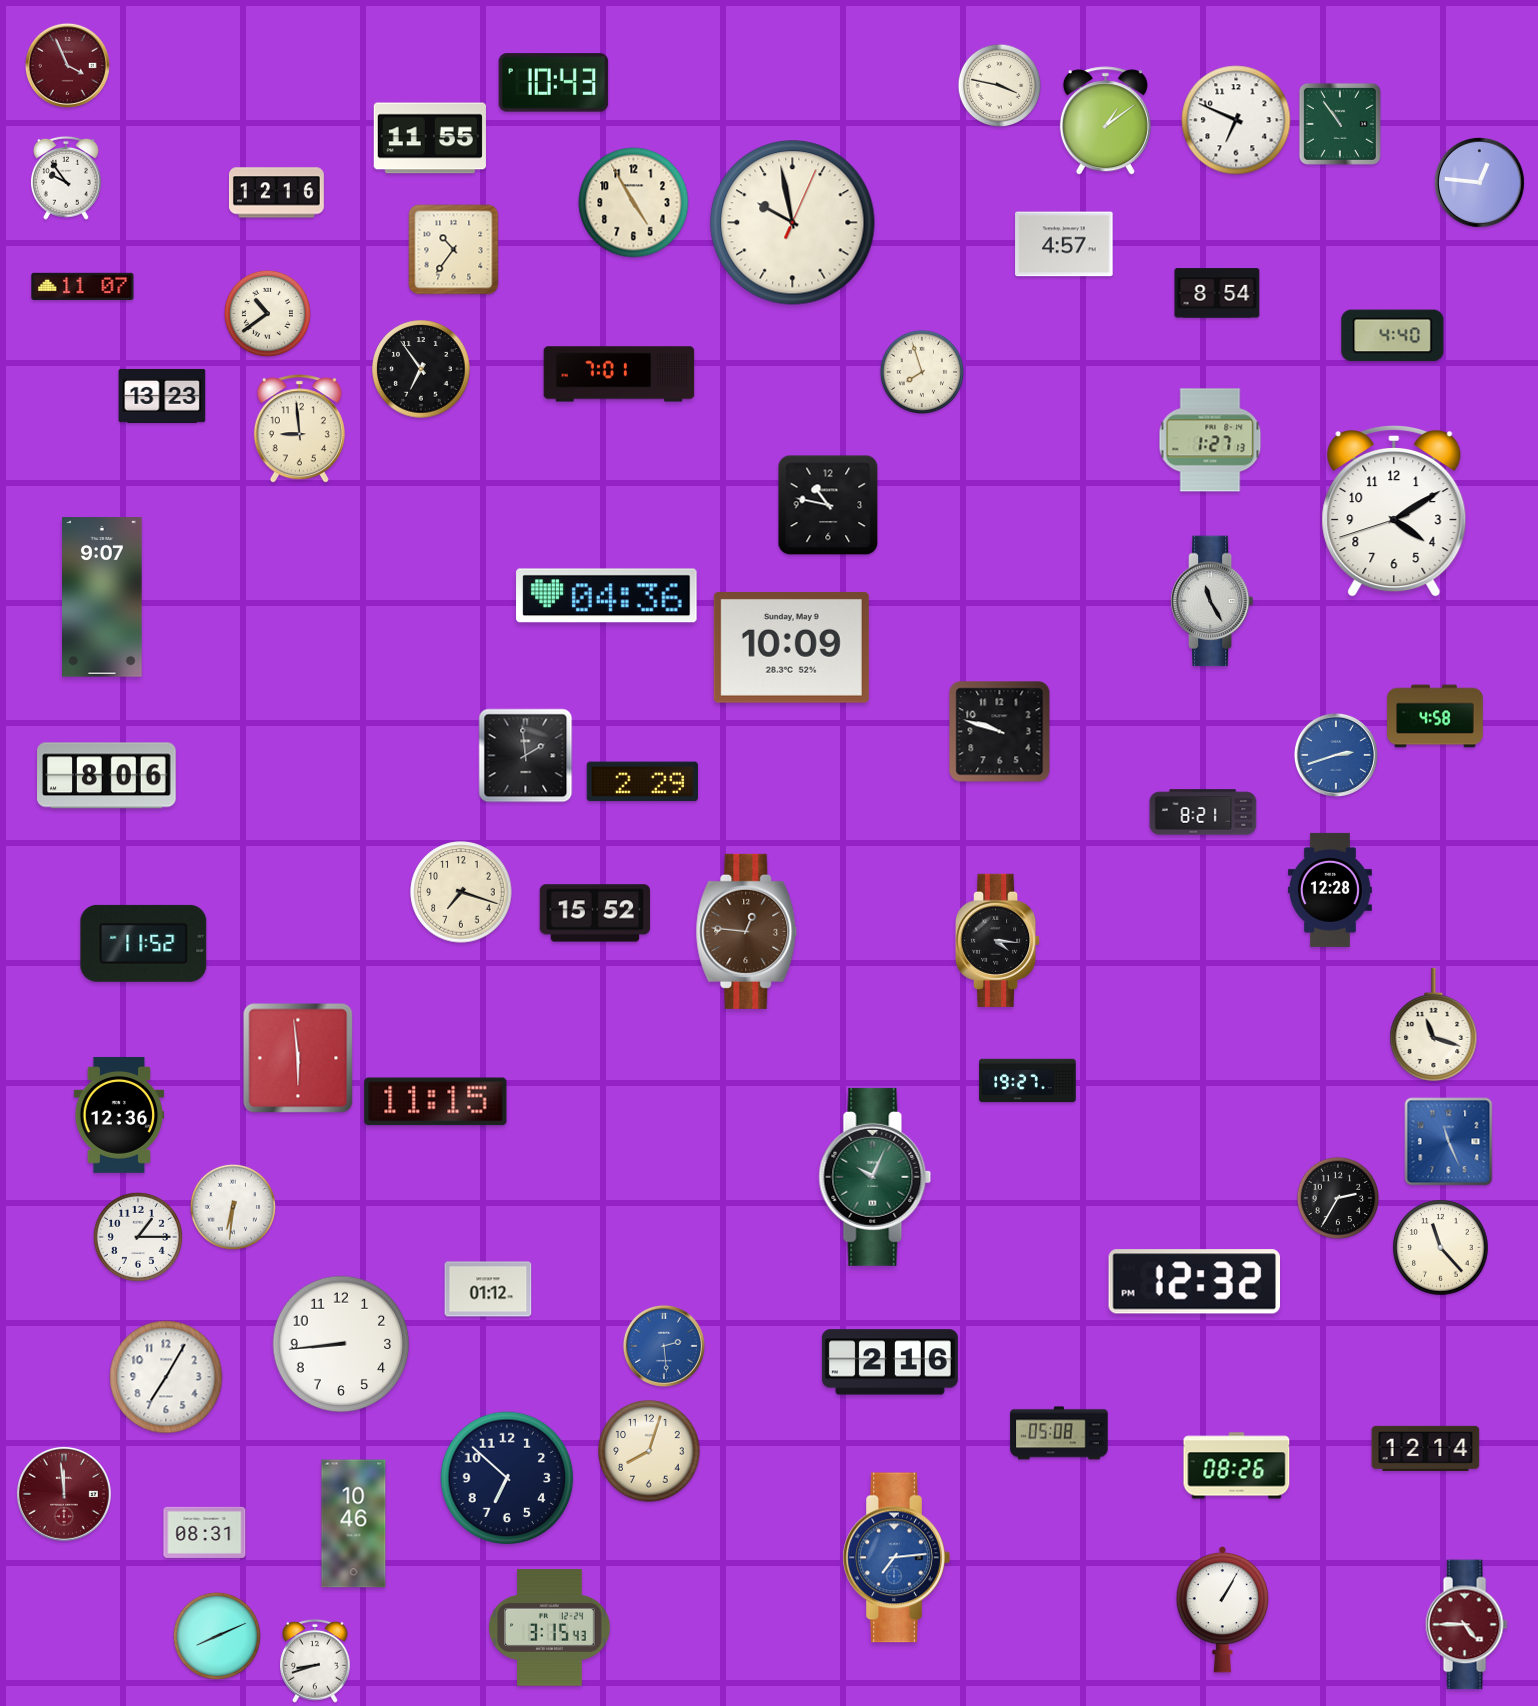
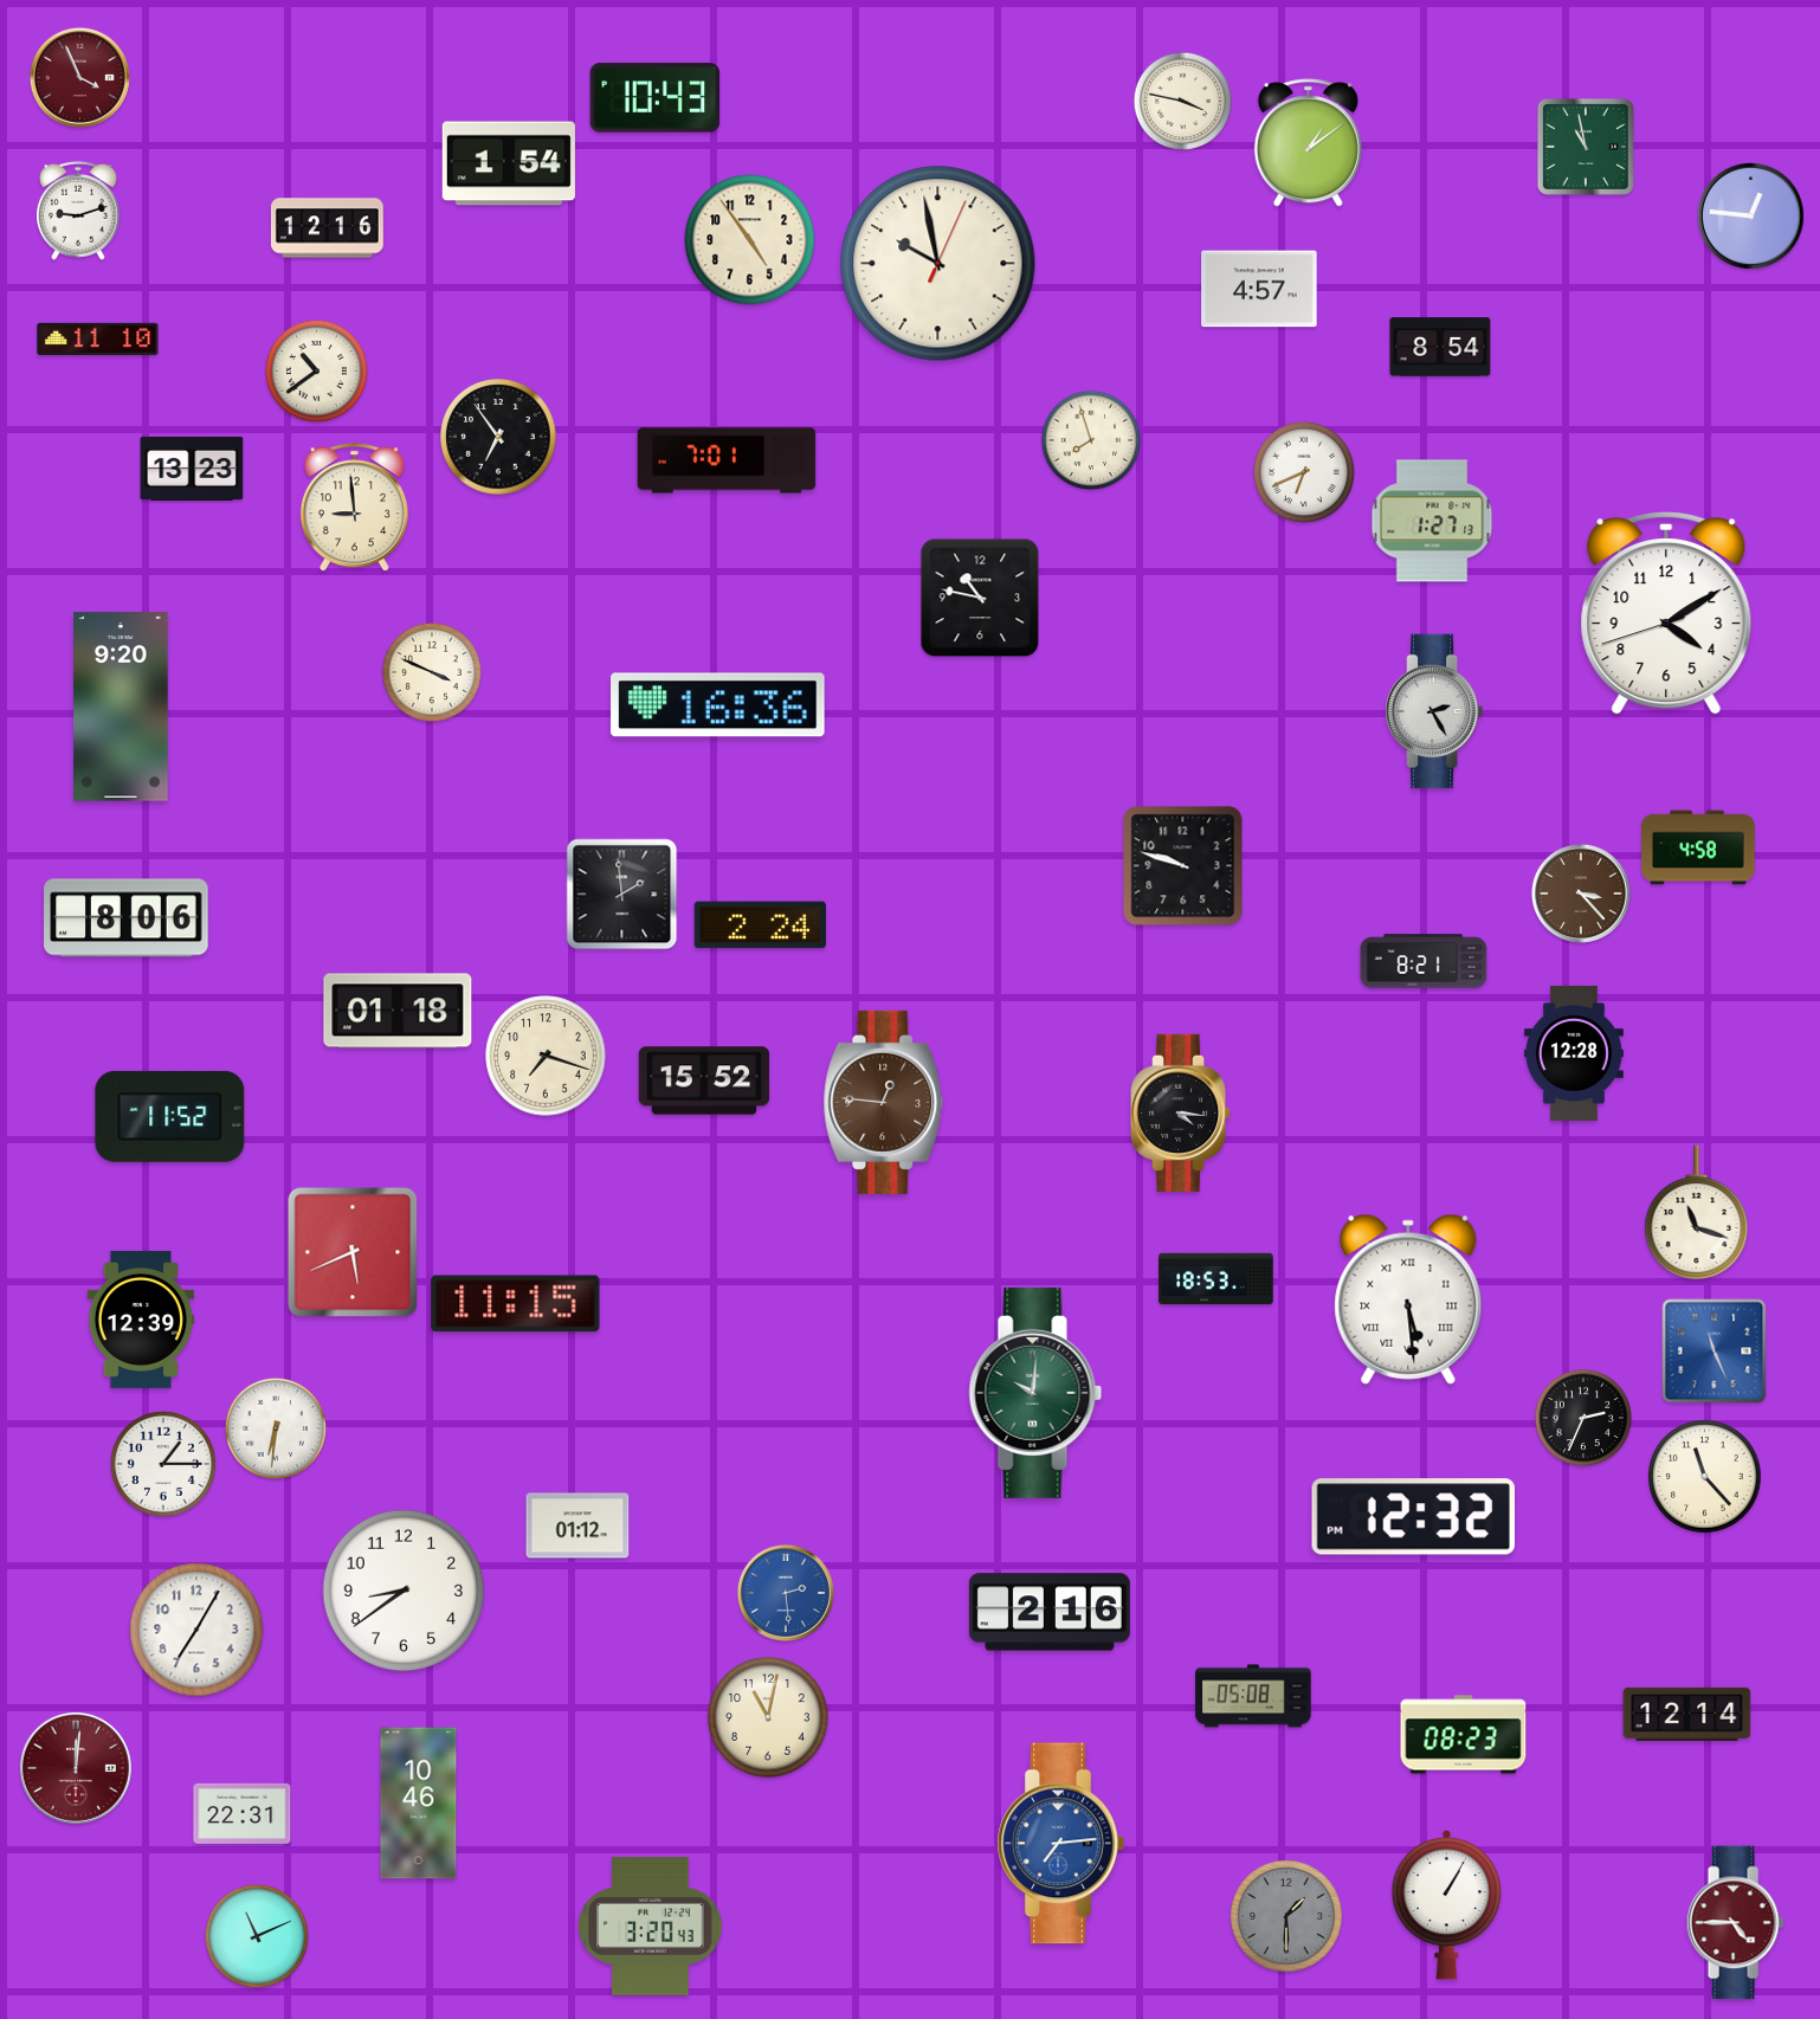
clock at (1236, 120): 6:49 -> none
clock at (1340, 124): 10:54 -> 10:58
clock at (430, 138): 11:55 -> 1:54
clock at (67, 178): 9:54 -> 9:12
clock at (634, 203): 4:55 -> 4:54
clock at (454, 250): 10:36 -> none
clock at (83, 286): 11:07 -> 11:10
clock at (1393, 336): 4:40 -> none
clock at (619, 374) position: (619, 374) -> (727, 460)
clock at (1304, 472): none -> 6:41
clock at (1394, 511) position: (1394, 511) -> (1666, 613)
clock at (431, 671): none -> 3:49
clock at (607, 596): 04:36 -> 16:36
clock at (102, 597): 9:07 -> 9:20
clock at (1212, 601): 11:25 -> 2:25
clock at (791, 648): 10:09 -> none
clock at (1336, 755): 2:42 -> 3:23
clock at (1336, 755) dial: blue -> brown
clock at (642, 782): 2:29 -> 2:24
clock at (398, 1011): none -> 01:18
clock at (298, 1058): 5:59 -> 5:41
clock at (1028, 1081): 19:27 -> 18:53
clock at (1408, 1299): none -> 5:29
clock at (119, 1115): 12:36 -> 12:39
clock at (875, 1177): 10:04 -> 10:01
clock at (1338, 1198): 2:35 -> 2:34
clock at (341, 1344): 8:44 -> 8:39
clock at (890, 1362) position: (890, 1362) -> (1050, 1612)
clock at (649, 1451): 8:03 -> 11:02
clock at (1237, 1466): 08:26 -> 08:23
clock at (507, 1478): 6:52 -> none
clock at (64, 1494): 11:59 -> 12:01
clock at (205, 1532): 08:31 -> 22:31
clock at (1287, 1917): none -> 1:30
clock at (550, 1628): 3:15 -> 3:20
clock at (217, 1636): 8:11 -> 11:11
clock at (316, 1661): 8:42 -> none
